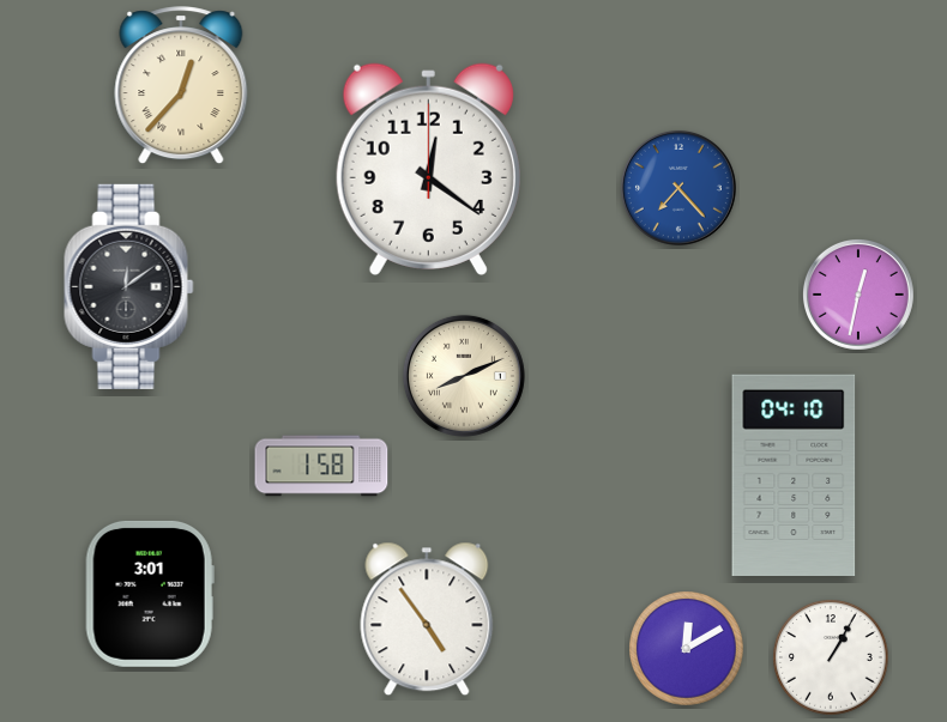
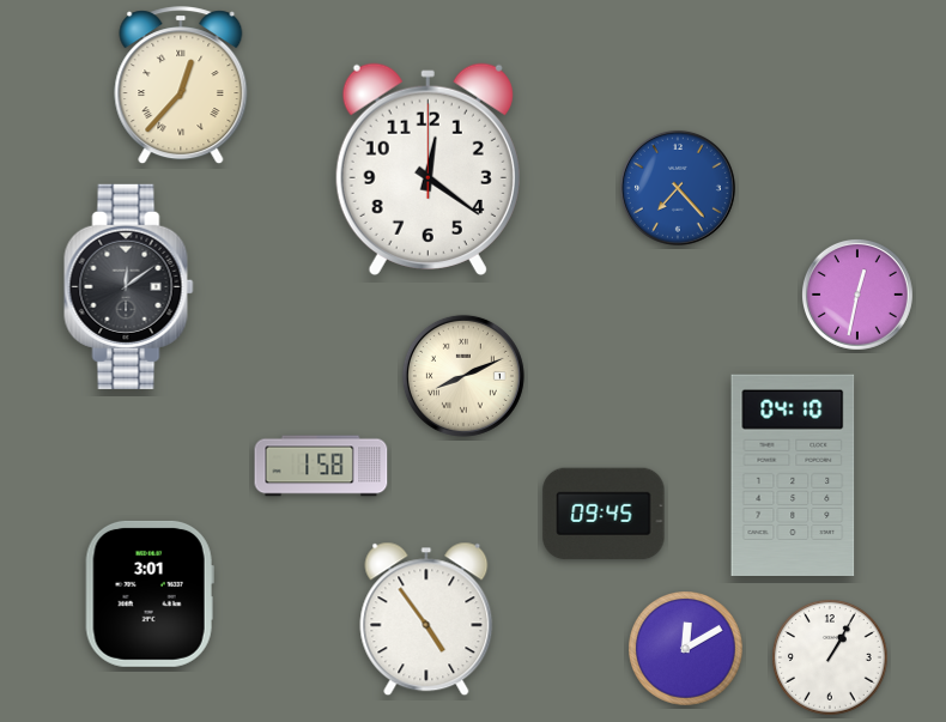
clock at (604, 514): none -> 09:45
